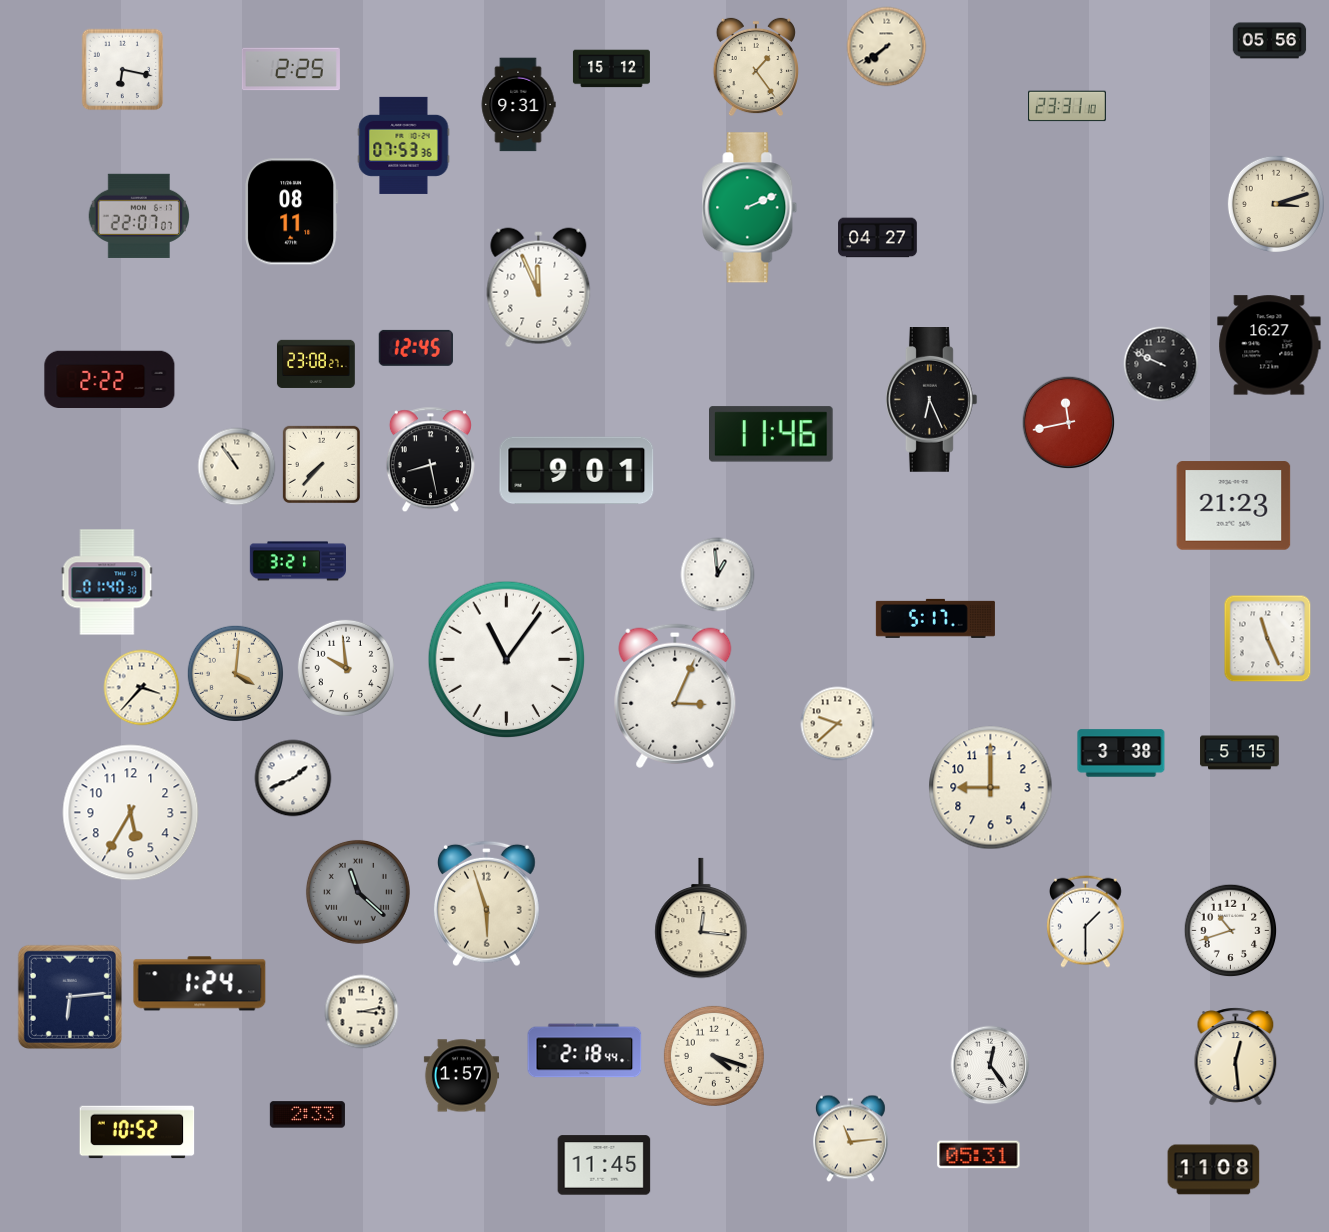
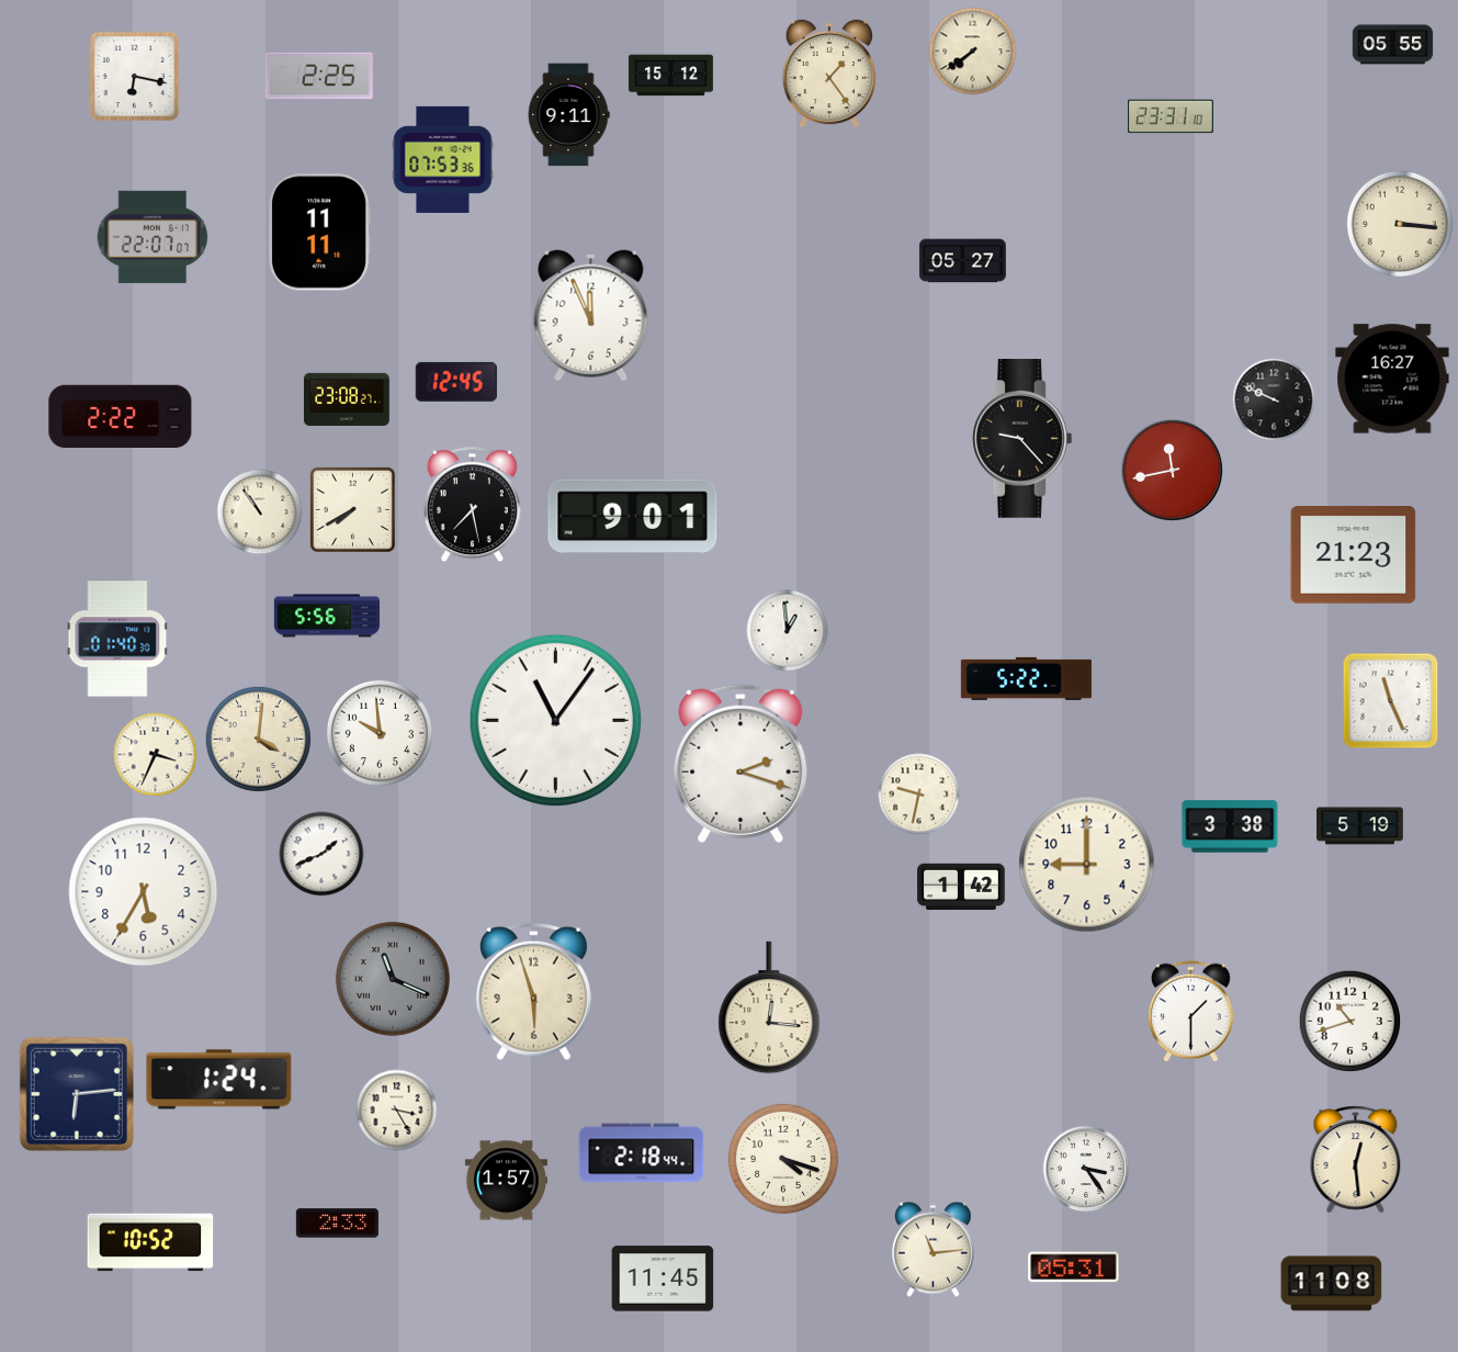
clock at (1270, 41): 05:56 -> 05:55
clock at (518, 105): 9:31 -> 9:11
clock at (1276, 204): 3:12 -> 3:16
clock at (750, 208): 2:11 -> none
clock at (292, 212): 08:11 -> 11:11
clock at (878, 238): 04:27 -> 05:27
clock at (931, 400): 6:26 -> 9:23
clock at (1069, 423) position: (1069, 423) -> (1173, 471)
clock at (772, 434): 11:46 -> none
clock at (430, 460): 8:28 -> 7:28
clock at (321, 464): 7:37 -> 7:40
clock at (297, 561): 3:21 -> 5:56
clock at (935, 618): 5:17 -> 5:22
clock at (507, 660) position: (507, 660) -> (556, 721)
clock at (142, 688): 3:37 -> 3:34
clock at (675, 696): 3:04 -> 2:18
clock at (838, 724): 9:38 -> 9:32
clock at (1240, 753): 5:15 -> 5:19
clock at (961, 887): none -> 1:42
clock at (358, 892): 11:22 -> 11:19
clock at (362, 1012): 3:13 -> 3:25
clock at (990, 1065): 12:24 -> 3:24
